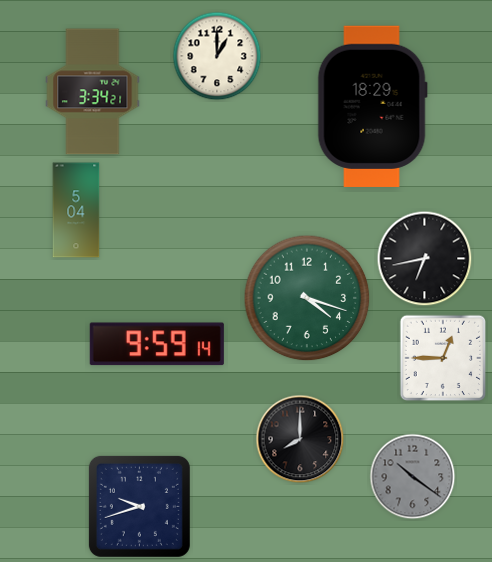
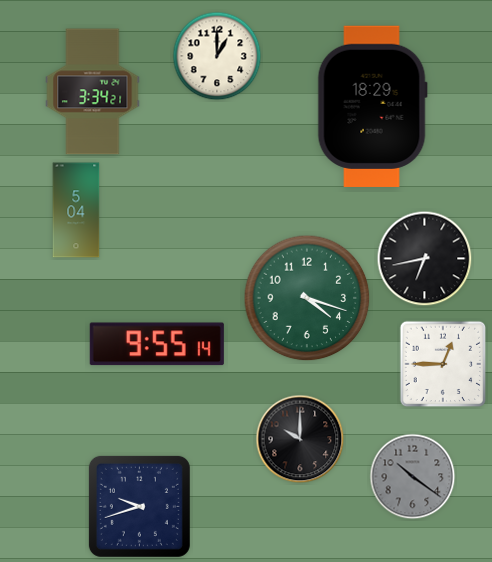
clock at (157, 344): 9:59 -> 9:55
clock at (443, 358) position: (443, 358) -> (443, 364)
clock at (300, 439): 8:00 -> 10:00
